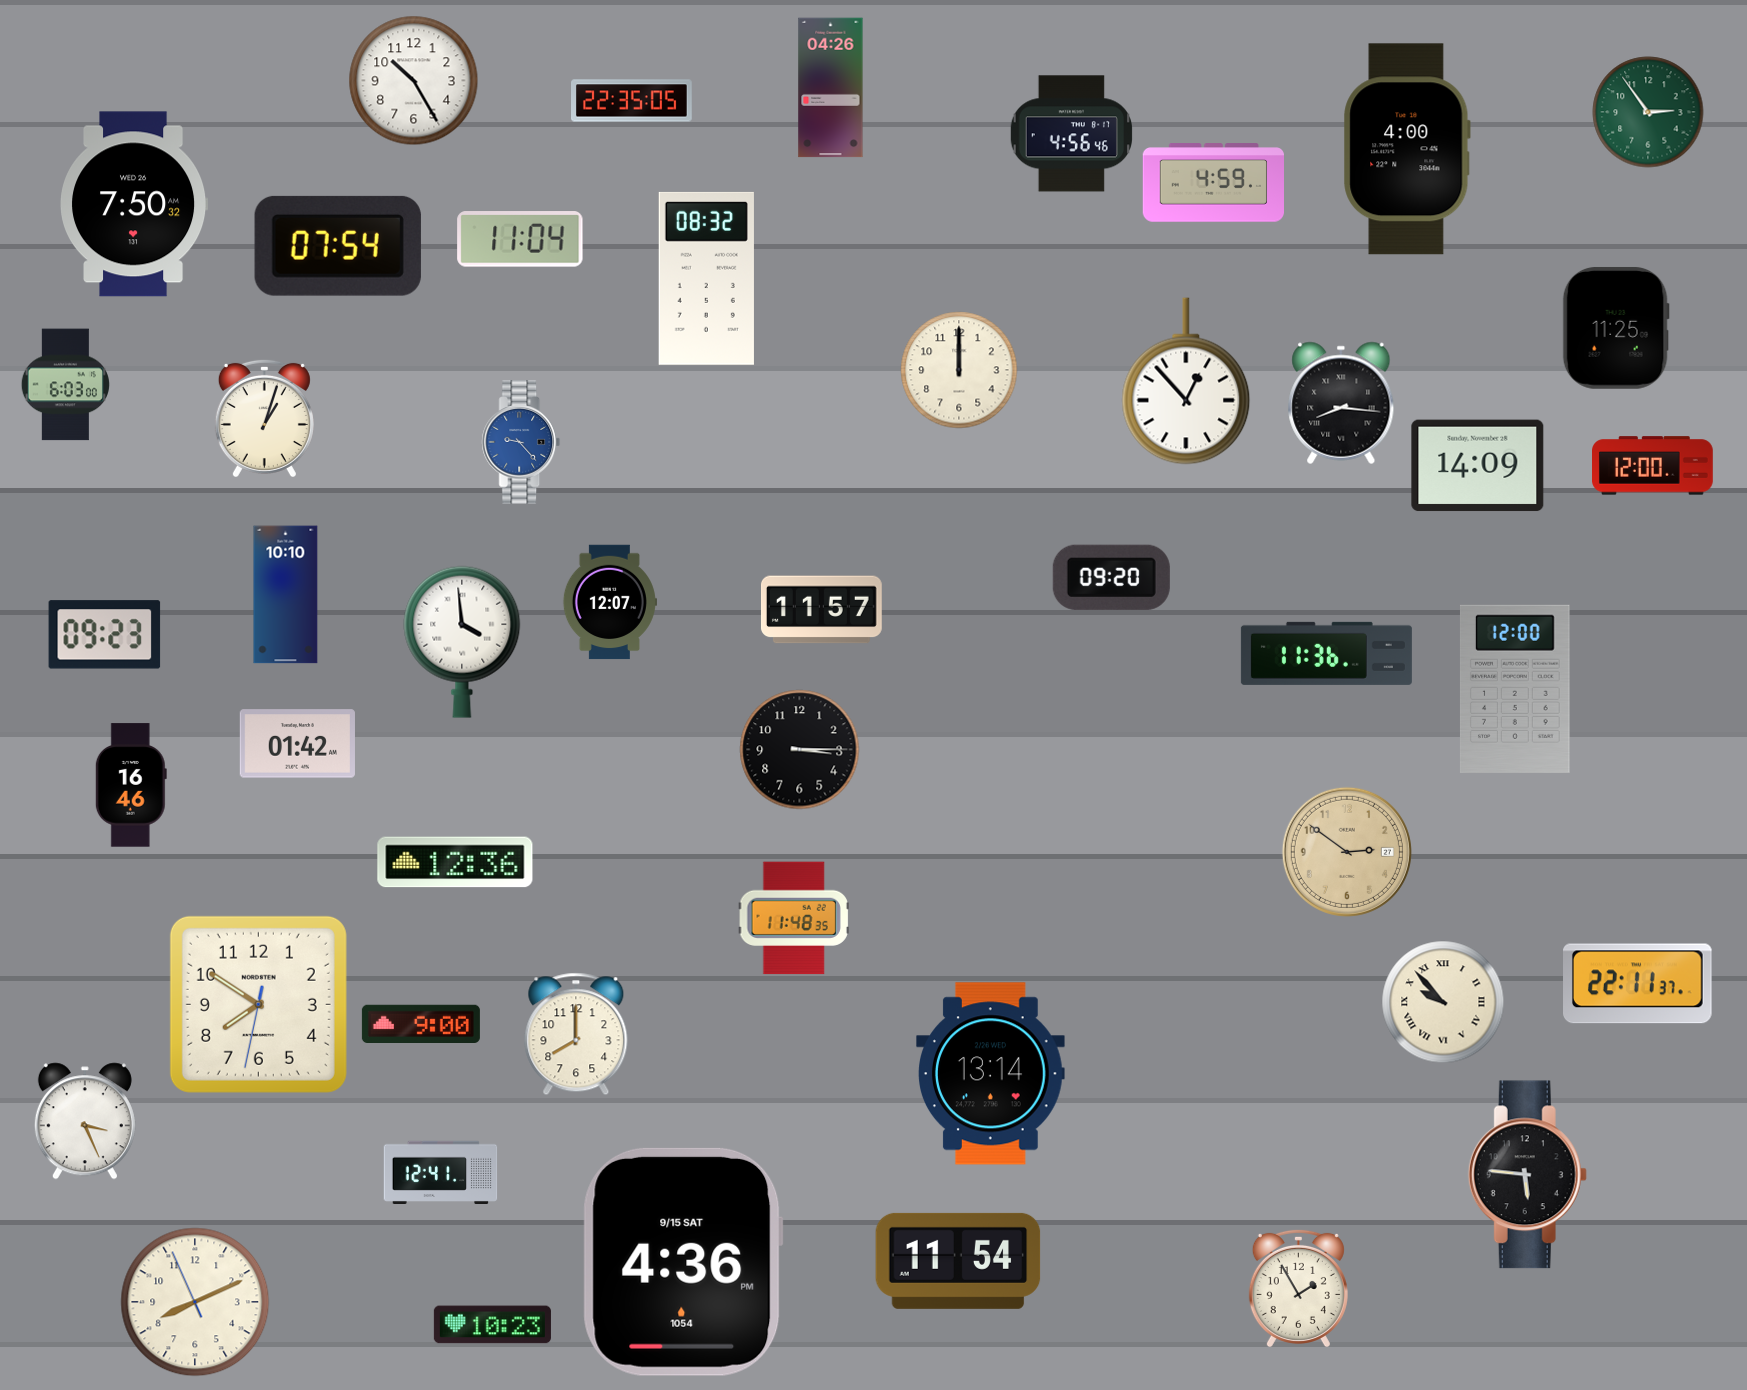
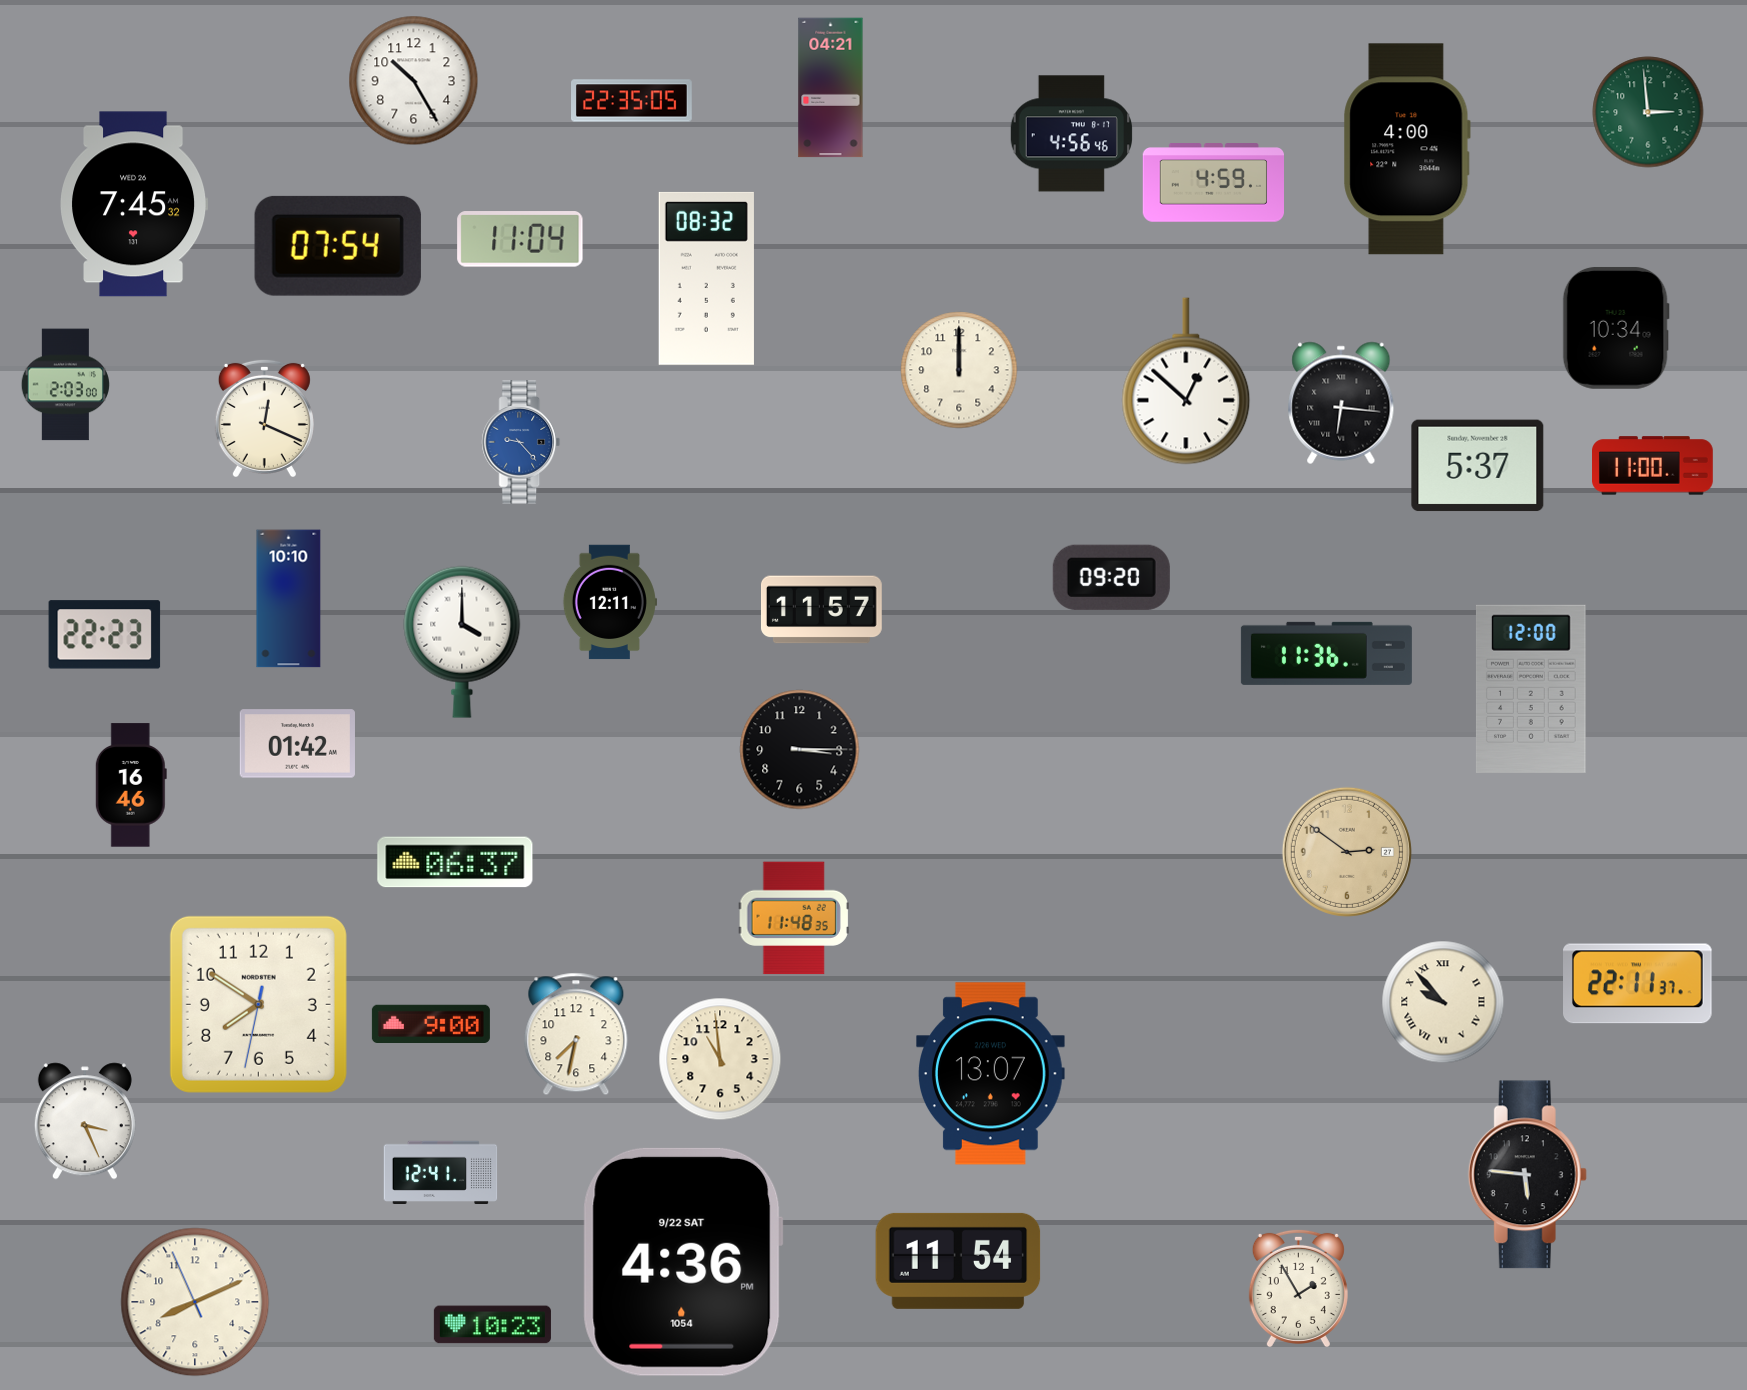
clock at (831, 88): 04:26 -> 04:21
clock at (1648, 112): 2:54 -> 2:59
clock at (135, 204): 7:50 -> 7:45
clock at (1616, 328): 11:25 -> 10:34
clock at (1186, 381): 12:53 -> 12:52
clock at (65, 385): 6:03 -> 2:03
clock at (1341, 403): 8:16 -> 6:16
clock at (264, 417): 1:03 -> 12:19
clock at (1478, 466): 14:09 -> 5:37
clock at (1653, 466): 12:00 -> 11:00
clock at (286, 595) position: (286, 595) -> (289, 599)
clock at (609, 602): 12:07 -> 12:11
clock at (105, 635): 09:23 -> 22:23
clock at (462, 642): 3:59 -> 4:00
clock at (1515, 689) position: (1515, 689) -> (1531, 689)
clock at (455, 862): 12:36 -> 06:37
clock at (421, 1023) position: (421, 1023) -> (431, 1023)
clock at (576, 1034): 8:00 -> 7:32
clock at (720, 1059): none -> 10:59
clock at (991, 1074): 13:14 -> 13:07
clock at (683, 1262) date: 9/15 SAT -> 9/22 SAT
